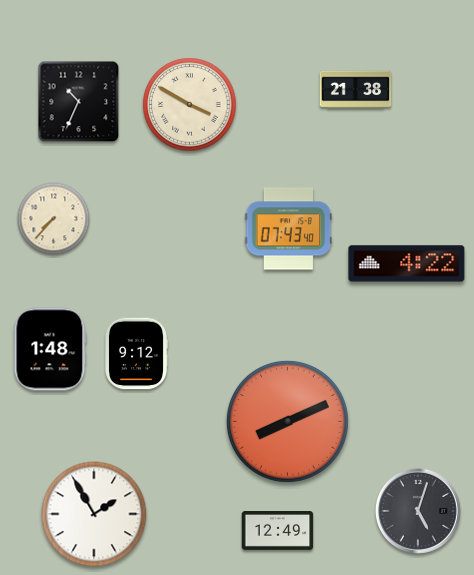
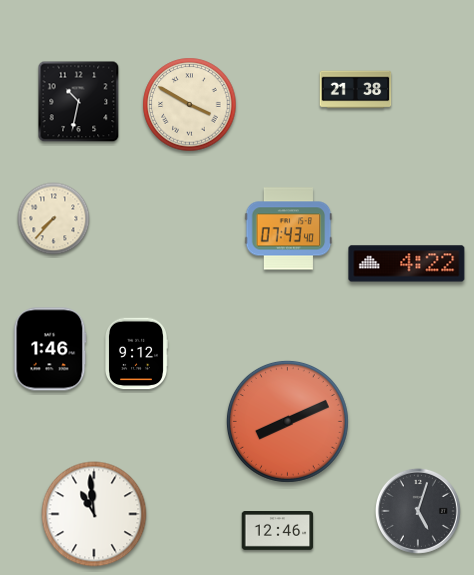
clock at (79, 102): 10:34 -> 10:32
clock at (50, 349): 1:48 -> 1:46
clock at (94, 514): 1:55 -> 10:59
clock at (278, 531): 12:49 -> 12:46
